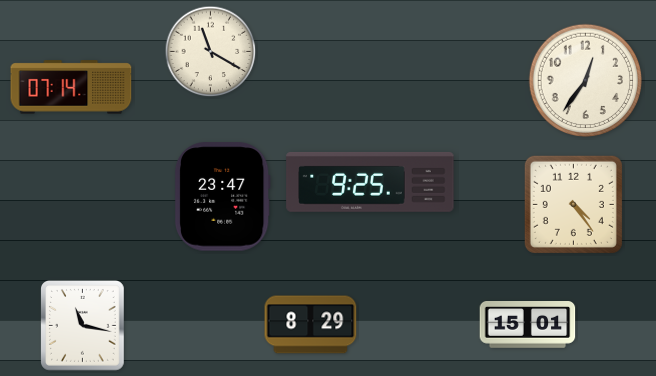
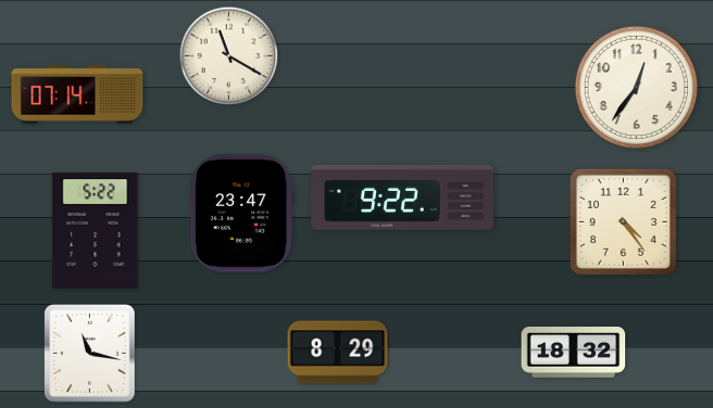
clock at (370, 182): 9:25 -> 9:22
clock at (96, 231): none -> 5:22
clock at (528, 325): 15:01 -> 18:32
